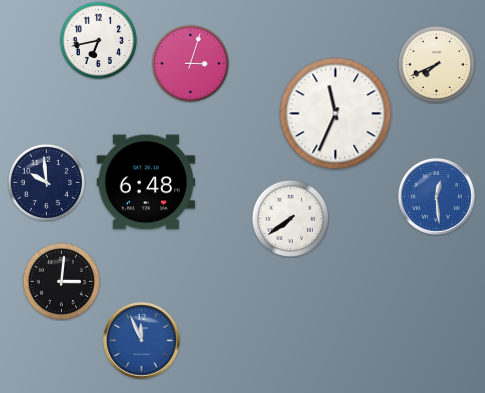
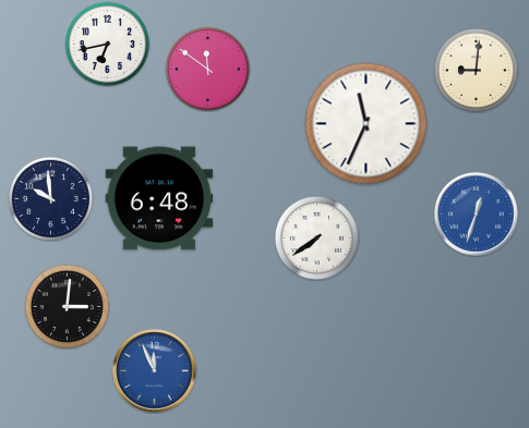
clock at (190, 63): 3:03 -> 11:51
clock at (436, 64): 7:41 -> 9:01
clock at (437, 197): 12:29 -> 12:33
